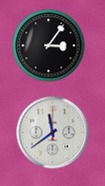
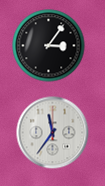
clock at (53, 133): 11:39 -> 11:36
